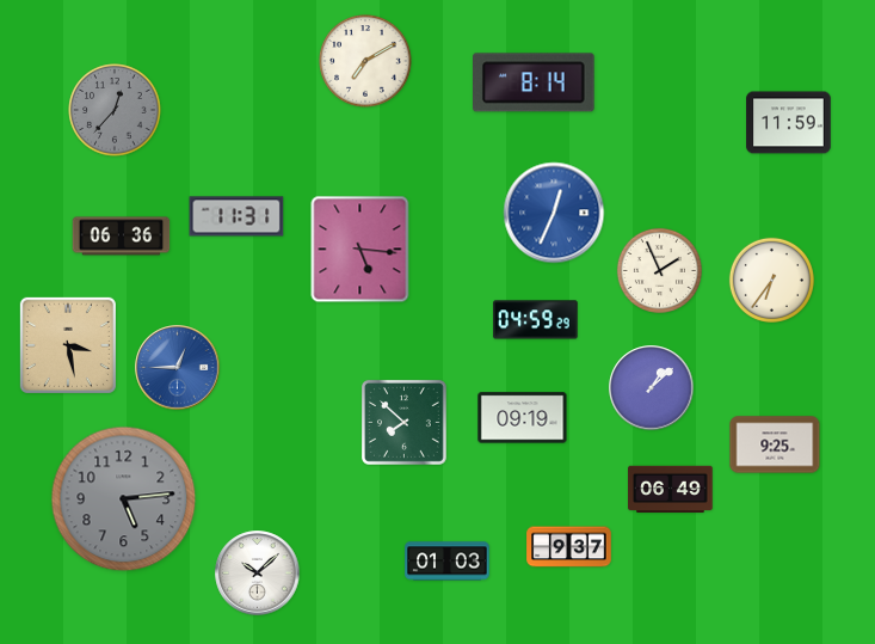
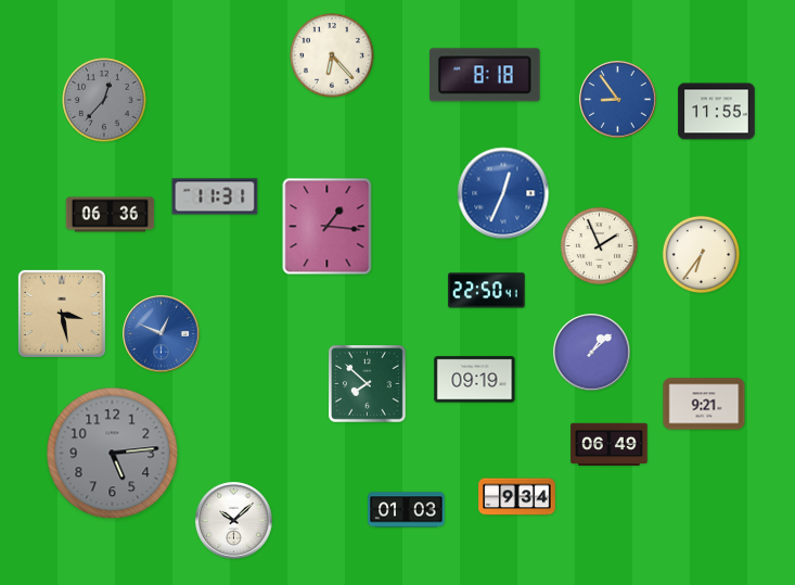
clock at (365, 61): 7:10 -> 6:23
clock at (535, 82): 8:14 -> 8:18
clock at (618, 100): none -> 8:54
clock at (789, 123): 11:59 -> 11:55
clock at (361, 250): 5:16 -> 1:16
clock at (536, 320): 04:59 -> 22:50
clock at (178, 368): 12:45 -> 12:49
clock at (775, 444): 9:25 -> 9:21
clock at (569, 547): 9:37 -> 9:34
